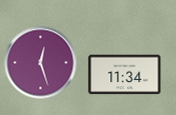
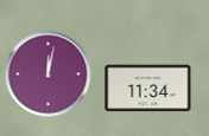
clock at (41, 63): 12:27 -> 12:02
